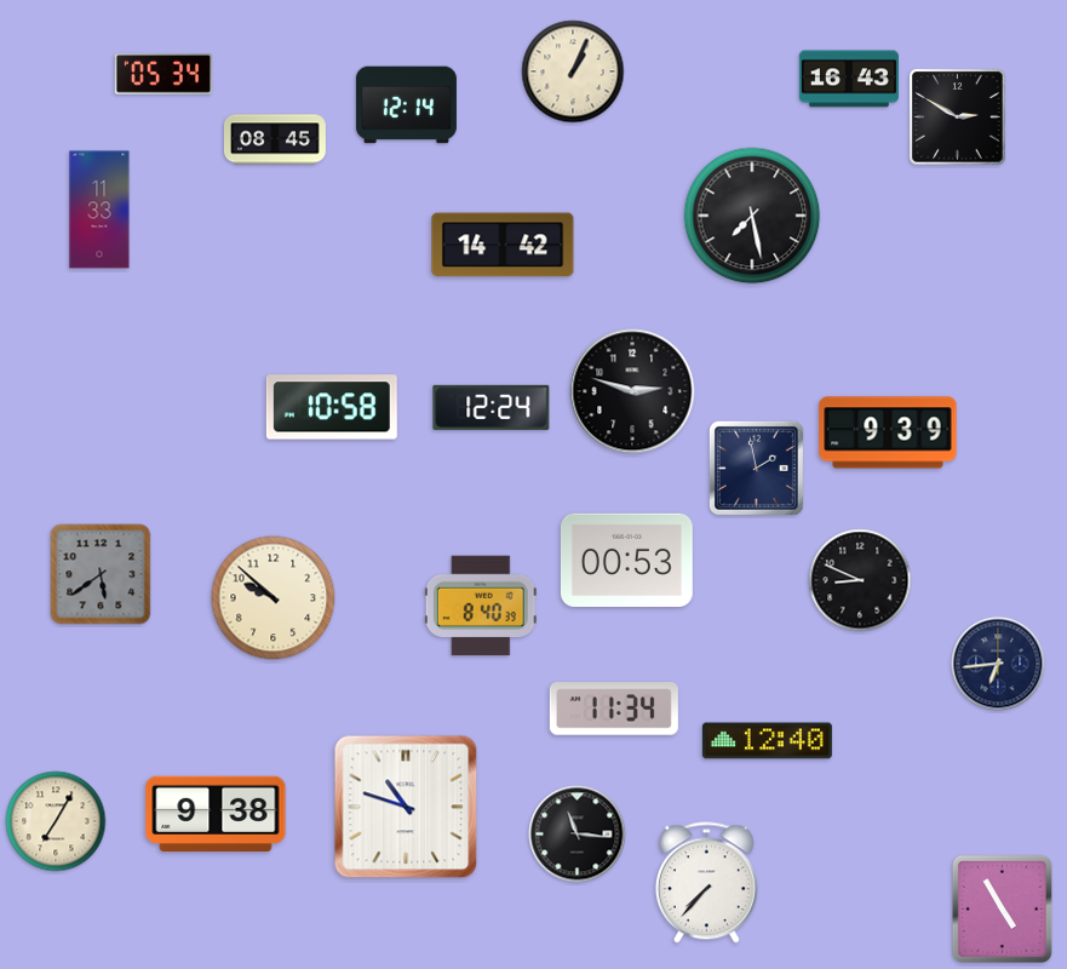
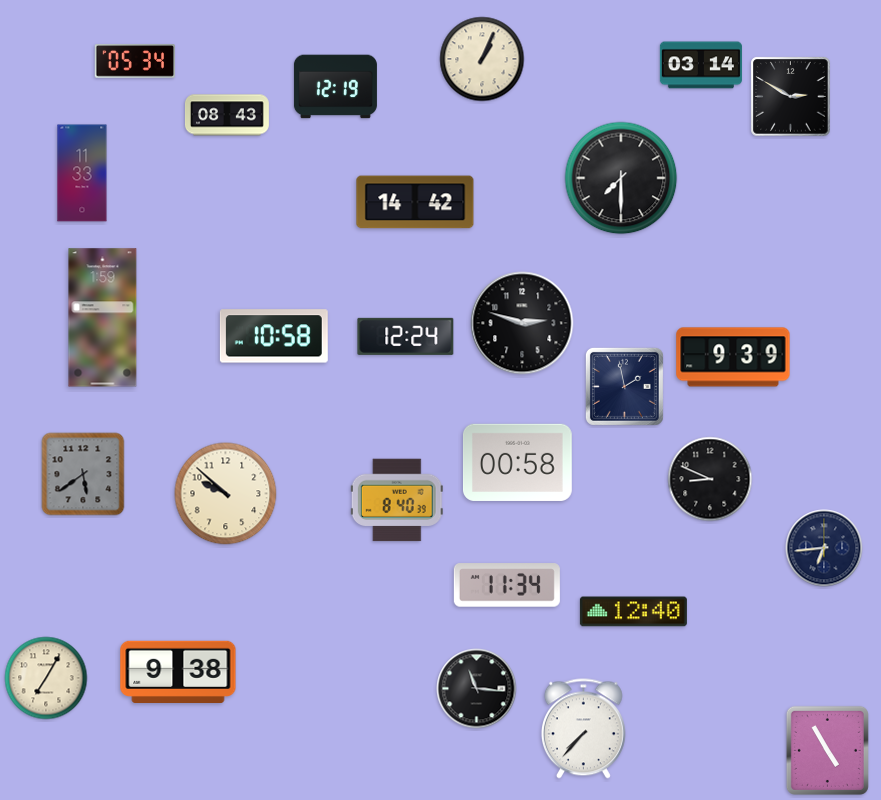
clock at (573, 71) position: (573, 71) -> (482, 59)
clock at (849, 79): 16:43 -> 03:14
clock at (406, 105): 12:14 -> 12:19
clock at (275, 139): 08:45 -> 08:43
clock at (752, 216): 7:28 -> 7:30
clock at (103, 318): none -> 1:59
clock at (627, 560): 00:53 -> 00:58
clock at (406, 807): 10:48 -> none
